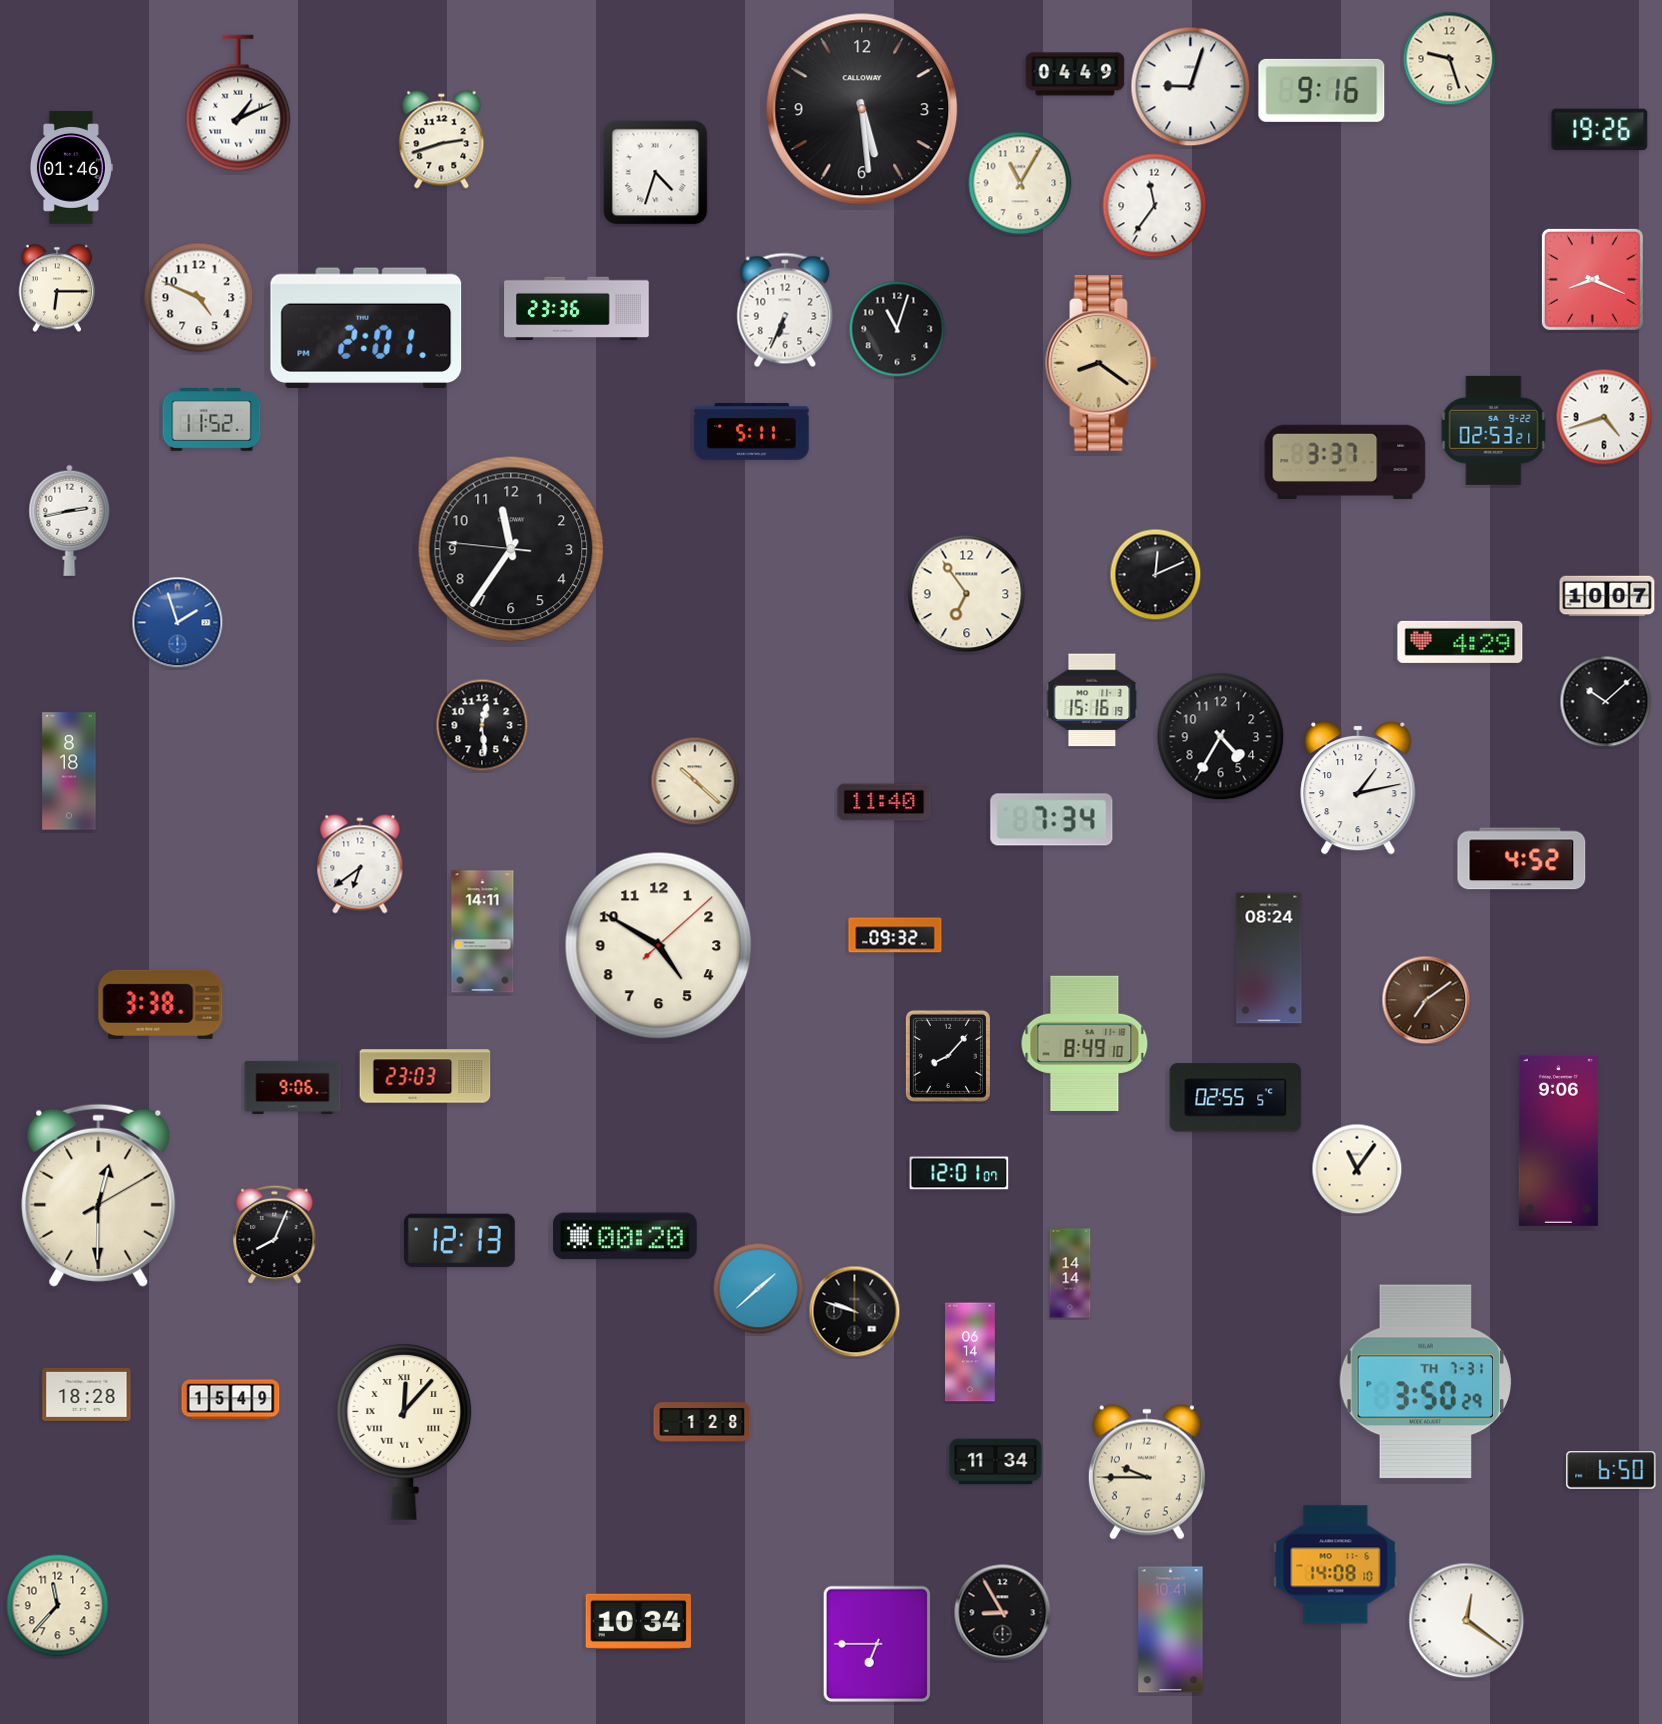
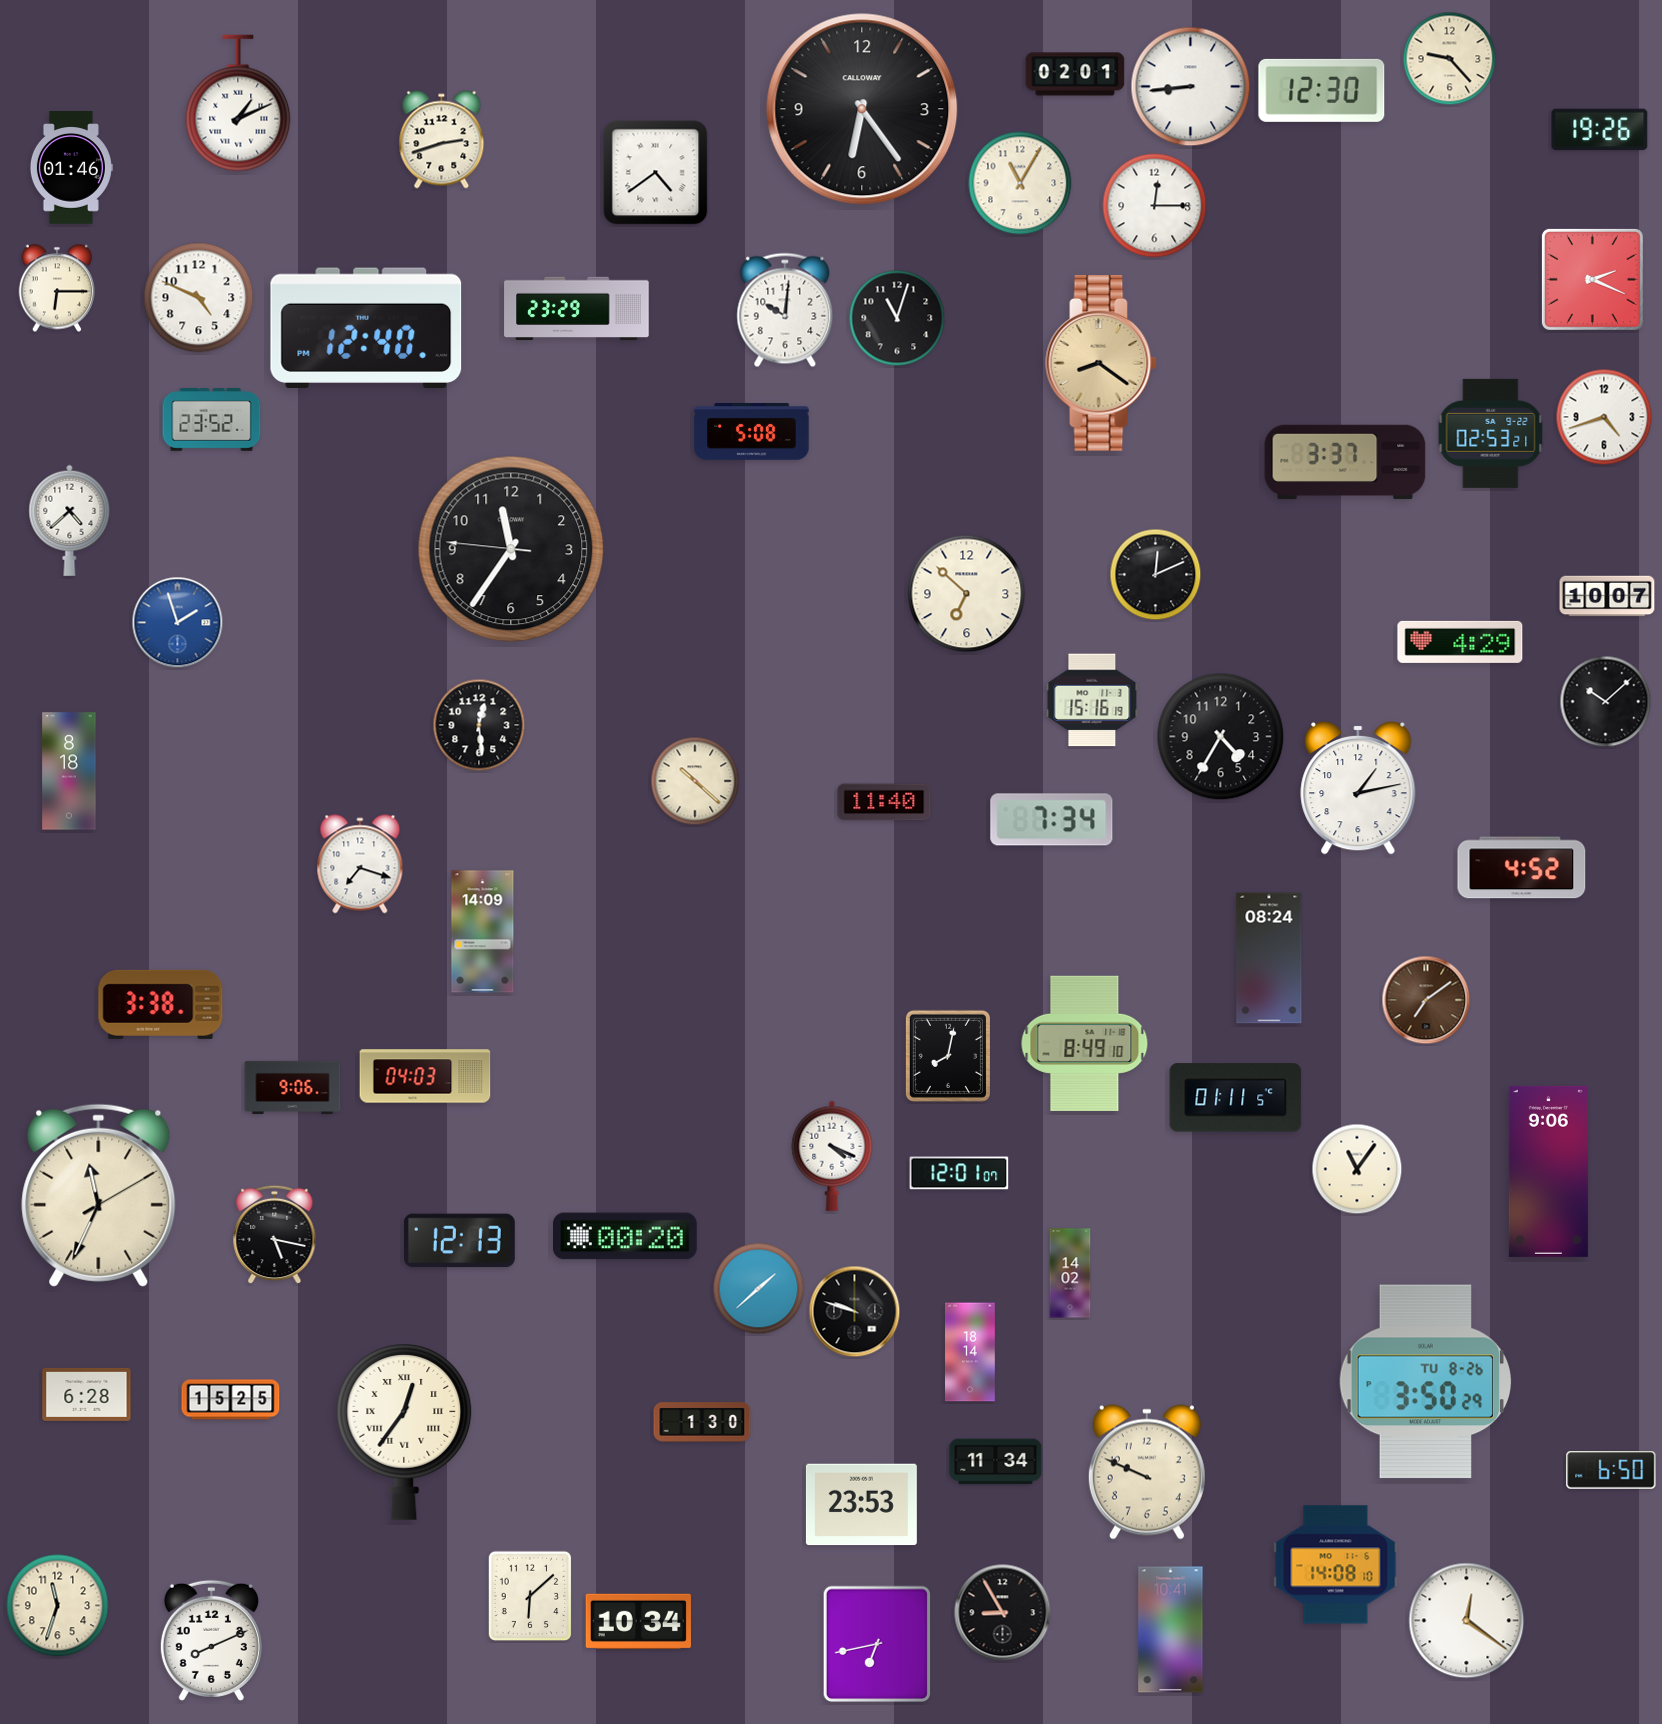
clock at (1450, 59): 9:27 -> 9:23
clock at (1075, 74): 04:49 -> 02:01
clock at (1191, 87): 9:03 -> 8:44
clock at (1322, 90): 9:16 -> 12:30
clock at (862, 109): 5:29 -> 6:24
clock at (656, 173): 4:33 -> 4:39
clock at (1155, 206): 11:36 -> 12:15
clock at (1592, 279): 8:19 -> 2:19
clock at (577, 309): 23:36 -> 23:29
clock at (785, 310): 6:34 -> 10:01
clock at (366, 327): 2:01 -> 12:40
clock at (897, 329) position: (897, 329) -> (897, 318)
clock at (212, 420): 11:52 -> 23:52
clock at (1494, 430) position: (1494, 430) -> (1491, 433)
clock at (752, 432): 5:11 -> 5:08
clock at (70, 520): 2:43 -> 4:38
clock at (967, 594): 6:54 -> 6:52
clock at (482, 725) position: (482, 725) -> (479, 725)
clock at (1522, 859) position: (1522, 859) -> (1522, 868)
clock at (360, 864): 6:39 -> 7:18
clock at (483, 932): 14:11 -> 14:09
clock at (895, 935): 09:32 -> none
clock at (659, 946): 4:50 -> none
clock at (948, 1056): 8:07 -> 8:02
clock at (425, 1076): 23:03 -> 04:03
clock at (1236, 1098): 02:55 -> 01:11
clock at (1558, 1140) position: (1558, 1140) -> (1548, 1171)
clock at (832, 1156): none -> 4:19
clock at (99, 1195): 12:30 -> 11:34
clock at (275, 1235): 8:04 -> 5:17
clock at (1070, 1273): 14:14 -> 14:02
clock at (971, 1352): 06:14 -> 18:14
clock at (1425, 1382) date: TH 7-31 -> TU 8-26
clock at (87, 1394): 18:28 -> 6:28
clock at (231, 1400): 15:49 -> 15:25
clock at (702, 1422): 1:28 -> 1:30
clock at (404, 1432): 12:07 -> 12:36
clock at (1147, 1472): 9:45 -> 9:49
clock at (861, 1505): none -> 23:53
clock at (530, 1596): none -> 6:08
clock at (58, 1606): 11:37 -> 11:33
clock at (211, 1640): none -> 8:11
clock at (877, 1644): 6:45 -> 6:43
